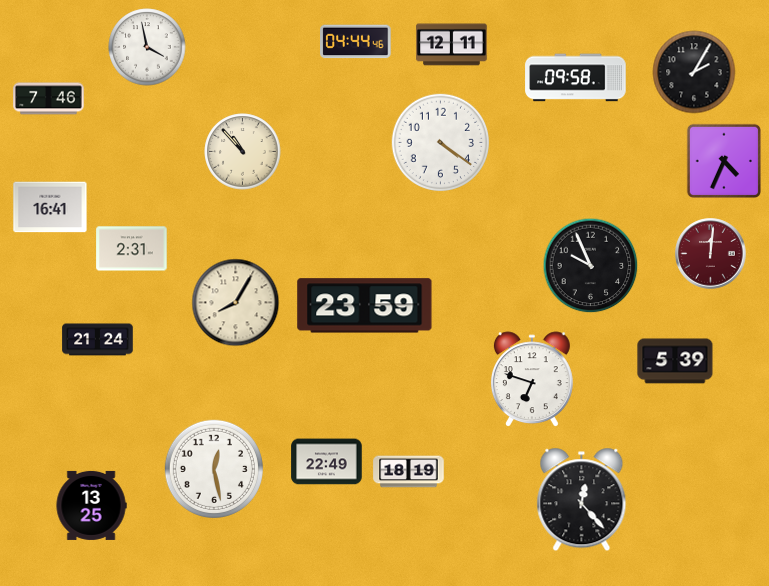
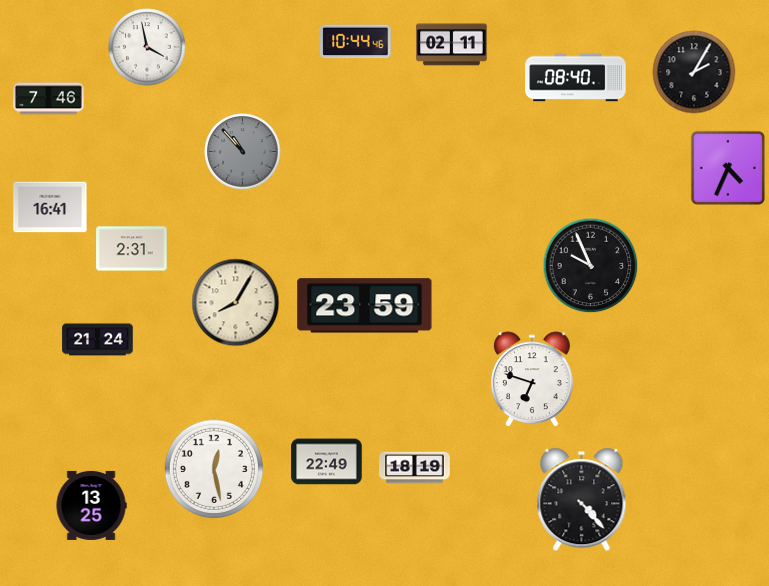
clock at (356, 42): 04:44 -> 10:44
clock at (452, 45): 12:11 -> 02:11
clock at (576, 78): 09:58 -> 08:40
clock at (440, 142): 4:21 -> none
clock at (243, 152) dial: cream -> grey
clock at (723, 160) position: (723, 160) -> (727, 167)
clock at (711, 254): 12:01 -> none
clock at (675, 361): 5:39 -> none
clock at (409, 472) position: (409, 472) -> (415, 468)
clock at (582, 500): 12:23 -> 4:23
